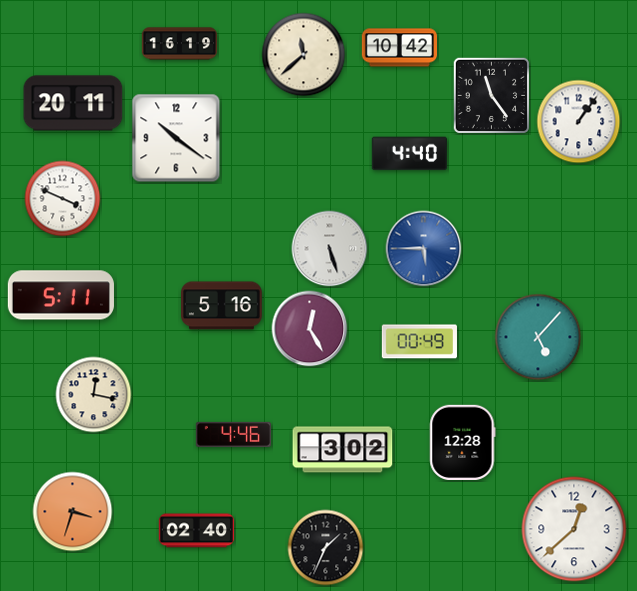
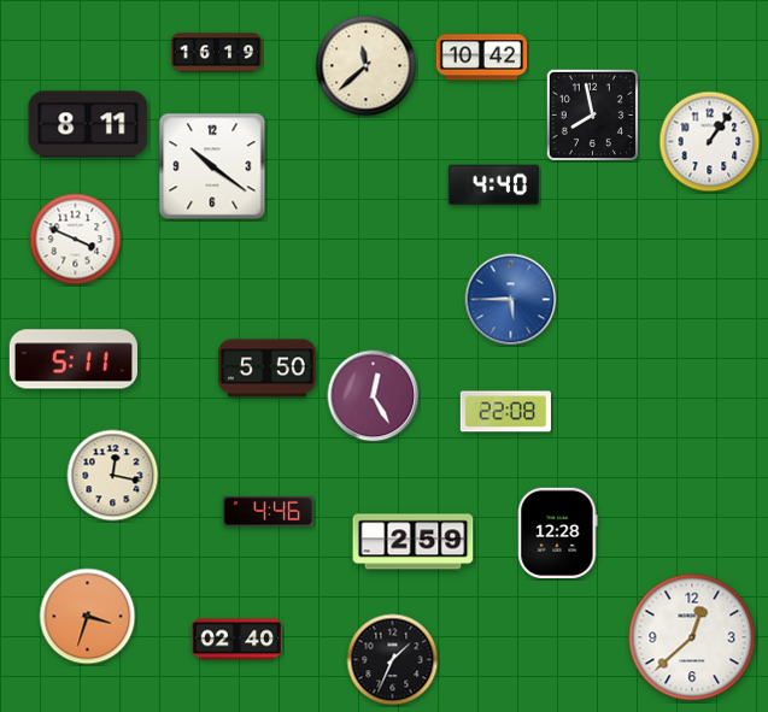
clock at (491, 95): 11:24 -> 7:58
clock at (73, 103): 20:11 -> 8:11
clock at (579, 122) position: (579, 122) -> (710, 142)
clock at (330, 249): 5:27 -> none
clock at (60, 295) position: (60, 295) -> (72, 359)
clock at (222, 306): 5:16 -> 5:50
clock at (538, 337): 5:07 -> none
clock at (419, 342): 00:49 -> 22:08
clock at (233, 434) position: (233, 434) -> (268, 511)
clock at (343, 450): 3:02 -> 2:59
